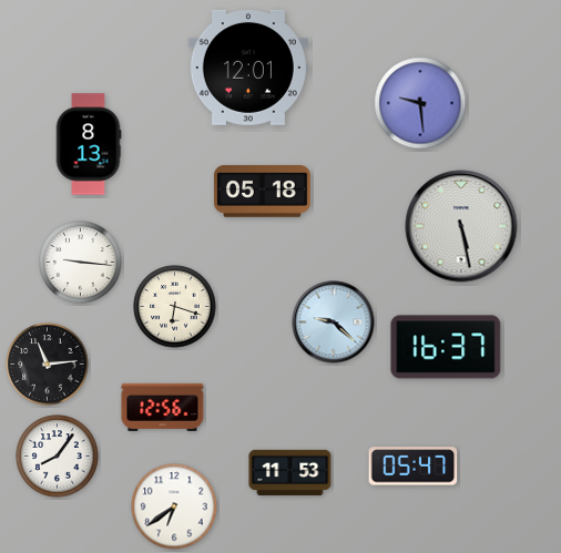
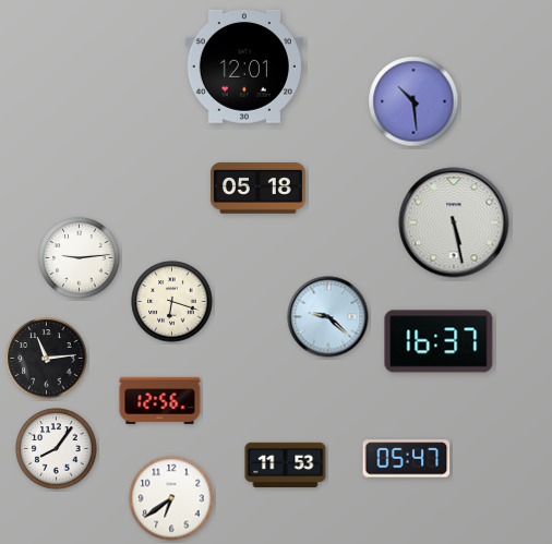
clock at (420, 103): 9:29 -> 10:29
clock at (89, 144): 8:13 -> none
clock at (81, 263): 9:16 -> 9:14
